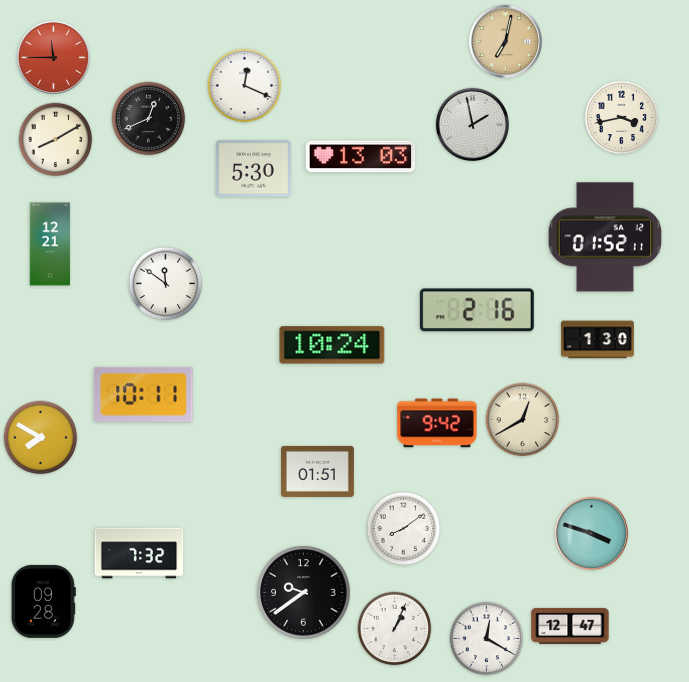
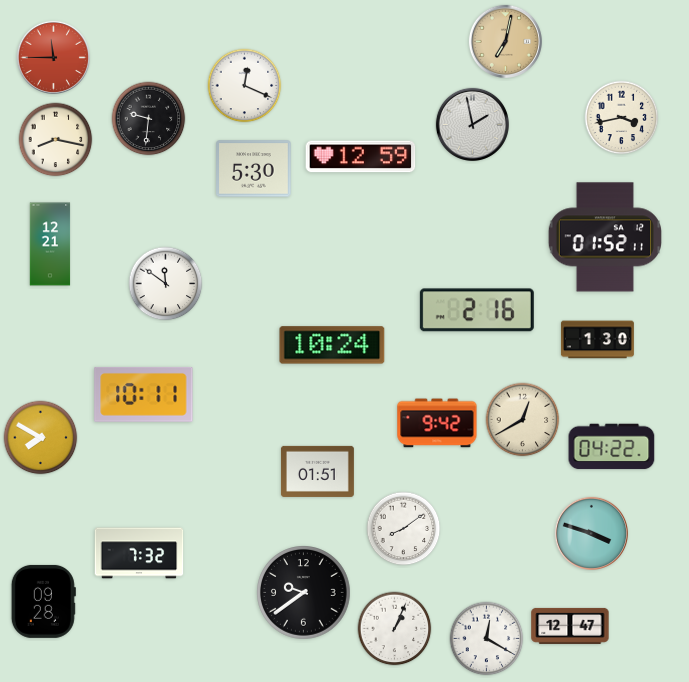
clock at (149, 119): 12:41 -> 9:31
clock at (56, 140): 8:10 -> 8:17
clock at (361, 157): 13:03 -> 12:59
clock at (612, 447): none -> 04:22
